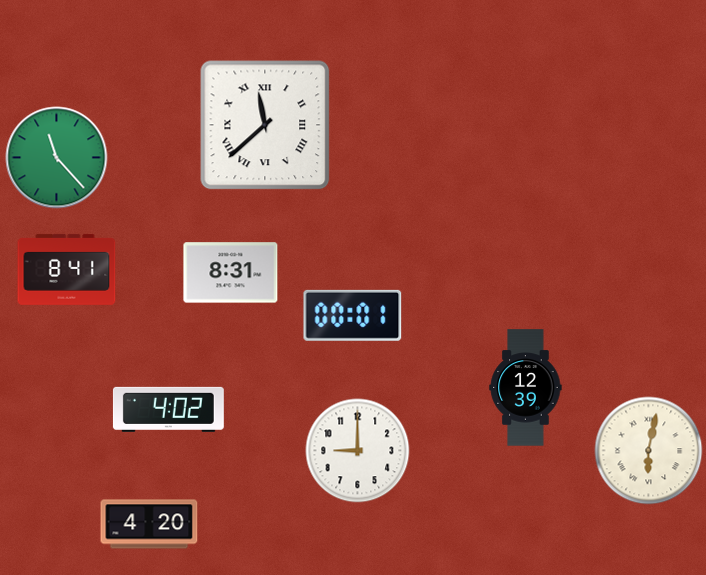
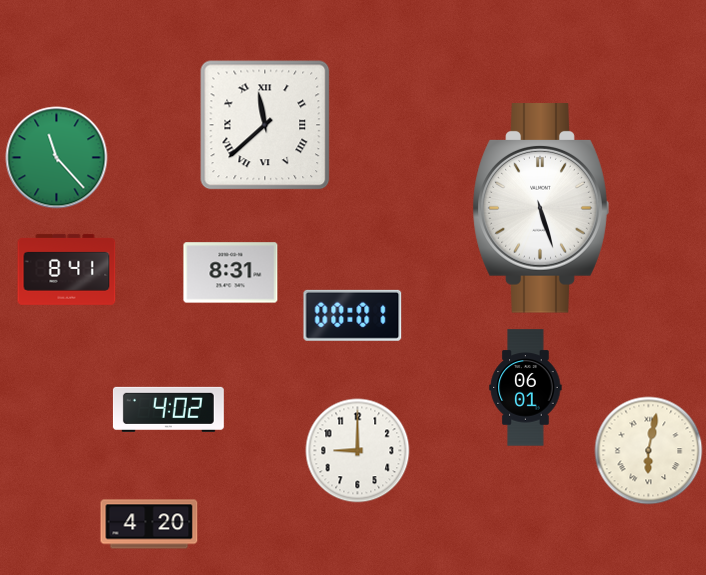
clock at (541, 208): none -> 5:27
clock at (526, 388): 12:39 -> 06:01
